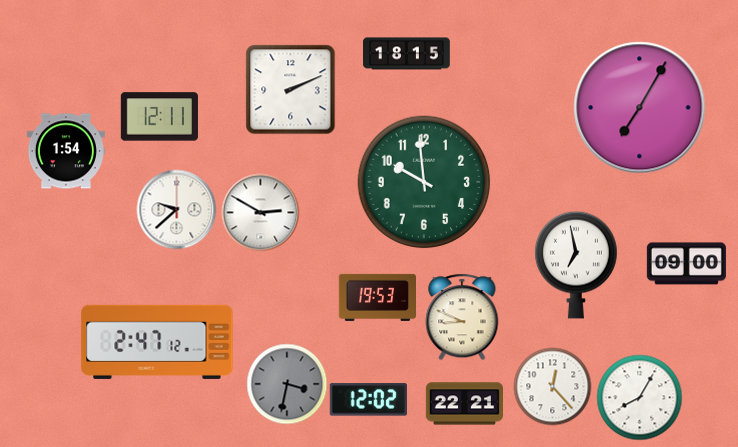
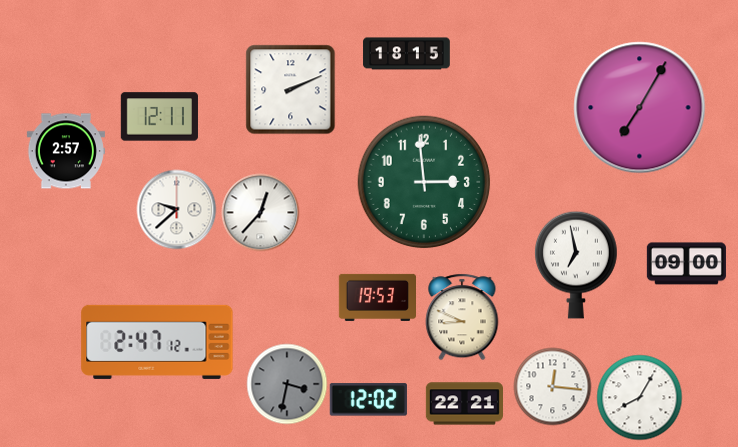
clock at (66, 151): 1:54 -> 2:57
clock at (424, 182): 9:59 -> 2:59
clock at (260, 212): 2:50 -> 12:37
clock at (552, 386): 12:23 -> 12:16
